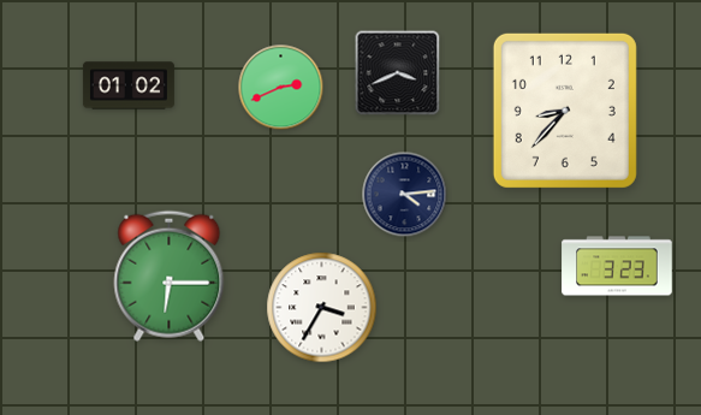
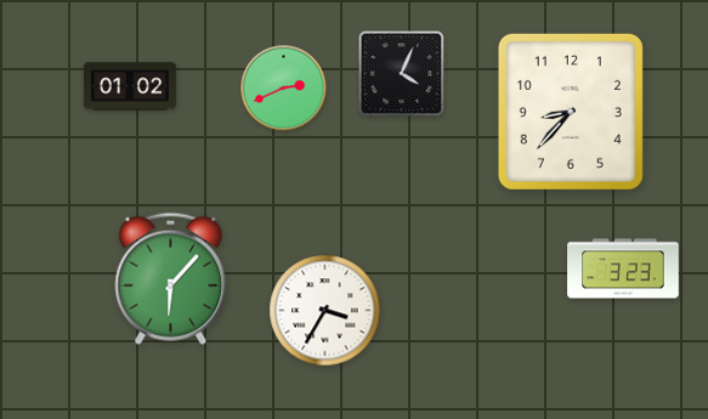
clock at (398, 73): 3:41 -> 4:04
clock at (405, 195): 4:14 -> none
clock at (170, 275): 6:15 -> 6:07
